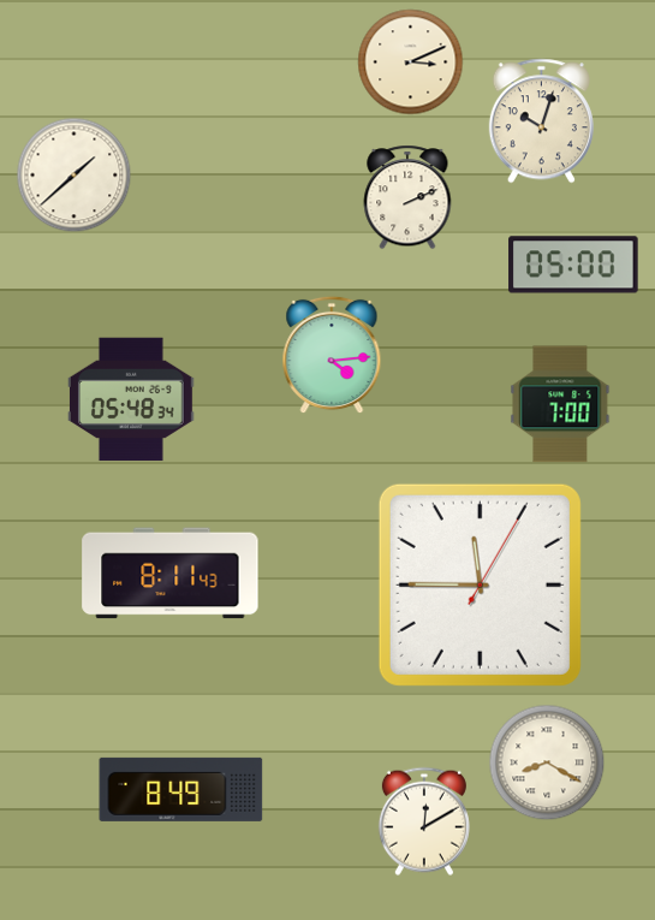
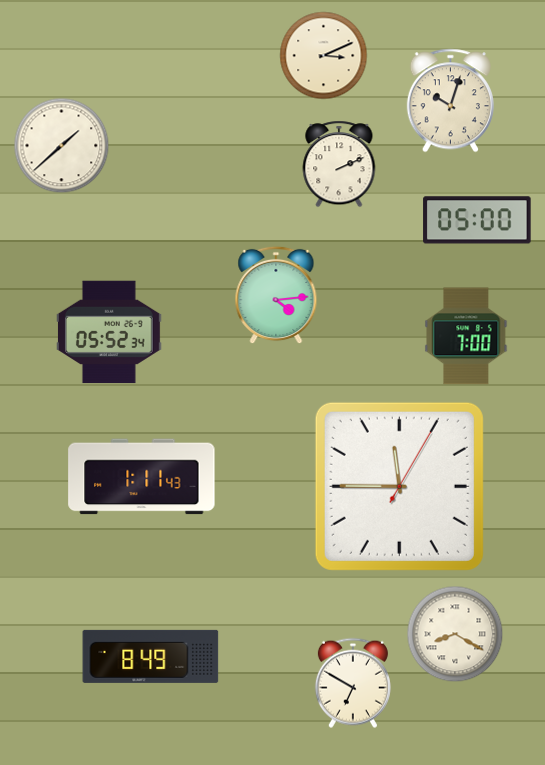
clock at (411, 63) position: (411, 63) -> (324, 56)
clock at (132, 399): 05:48 -> 05:52
clock at (171, 574): 8:11 -> 1:11
clock at (424, 821): 12:10 -> 6:50
